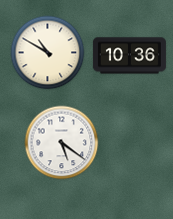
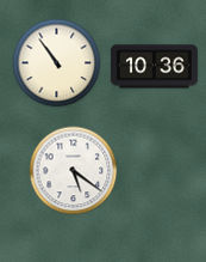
clock at (48, 53): 10:50 -> 10:54
